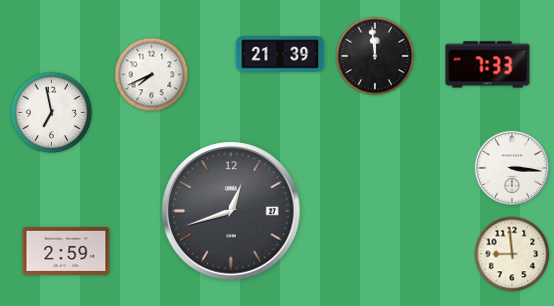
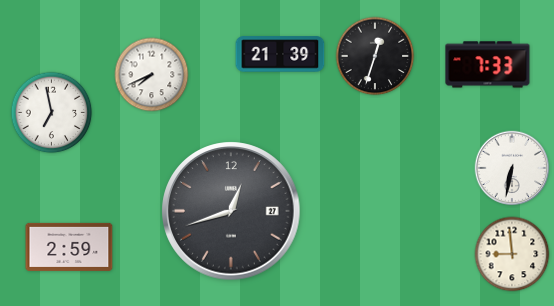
clock at (375, 56): 11:59 -> 12:33
clock at (512, 168): 3:16 -> 6:32
clock at (66, 251) position: (66, 251) -> (69, 247)
